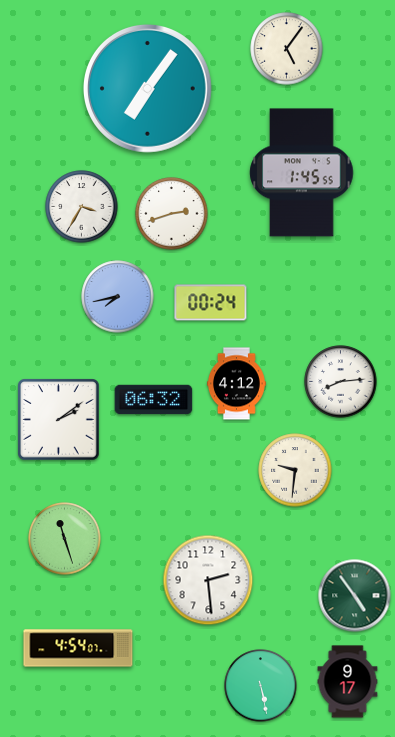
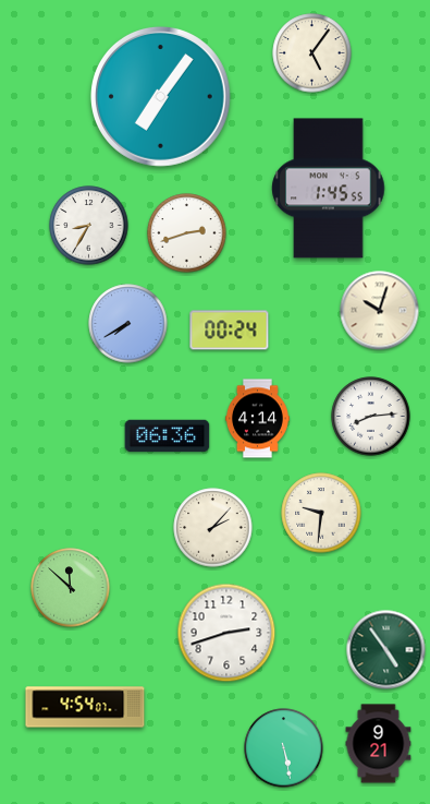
clock at (82, 207): 3:35 -> 8:35
clock at (380, 311): none -> 10:03
clock at (118, 297): 7:43 -> 7:40
clock at (236, 384): 4:12 -> 4:14
clock at (154, 400): 06:32 -> 06:36
clock at (59, 420): 2:09 -> none
clock at (213, 528): none -> 2:07
clock at (65, 539): 11:27 -> 11:52
clock at (208, 580): 2:29 -> 2:42
clock at (348, 682): 9:17 -> 9:21
